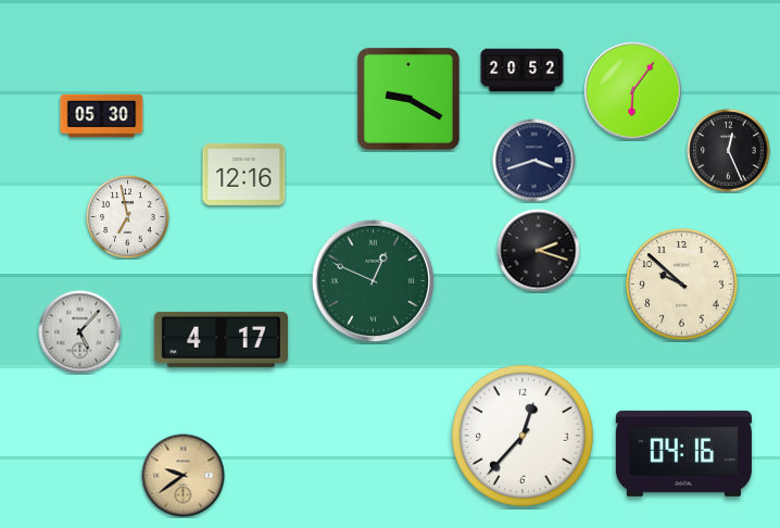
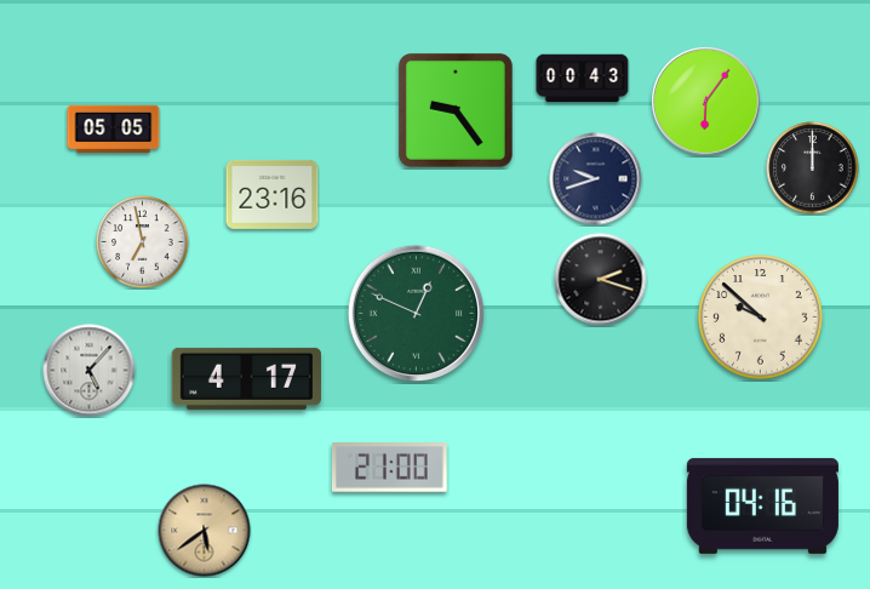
clock at (523, 71): 20:52 -> 00:43
clock at (408, 99): 9:20 -> 9:24
clock at (102, 116): 05:30 -> 05:05
clock at (729, 151): 12:26 -> 12:00
clock at (534, 161): 3:42 -> 9:42
clock at (244, 174): 12:16 -> 23:16
clock at (390, 468): none -> 21:00
clock at (523, 436): 12:37 -> none
clock at (184, 476): 9:39 -> 5:39
